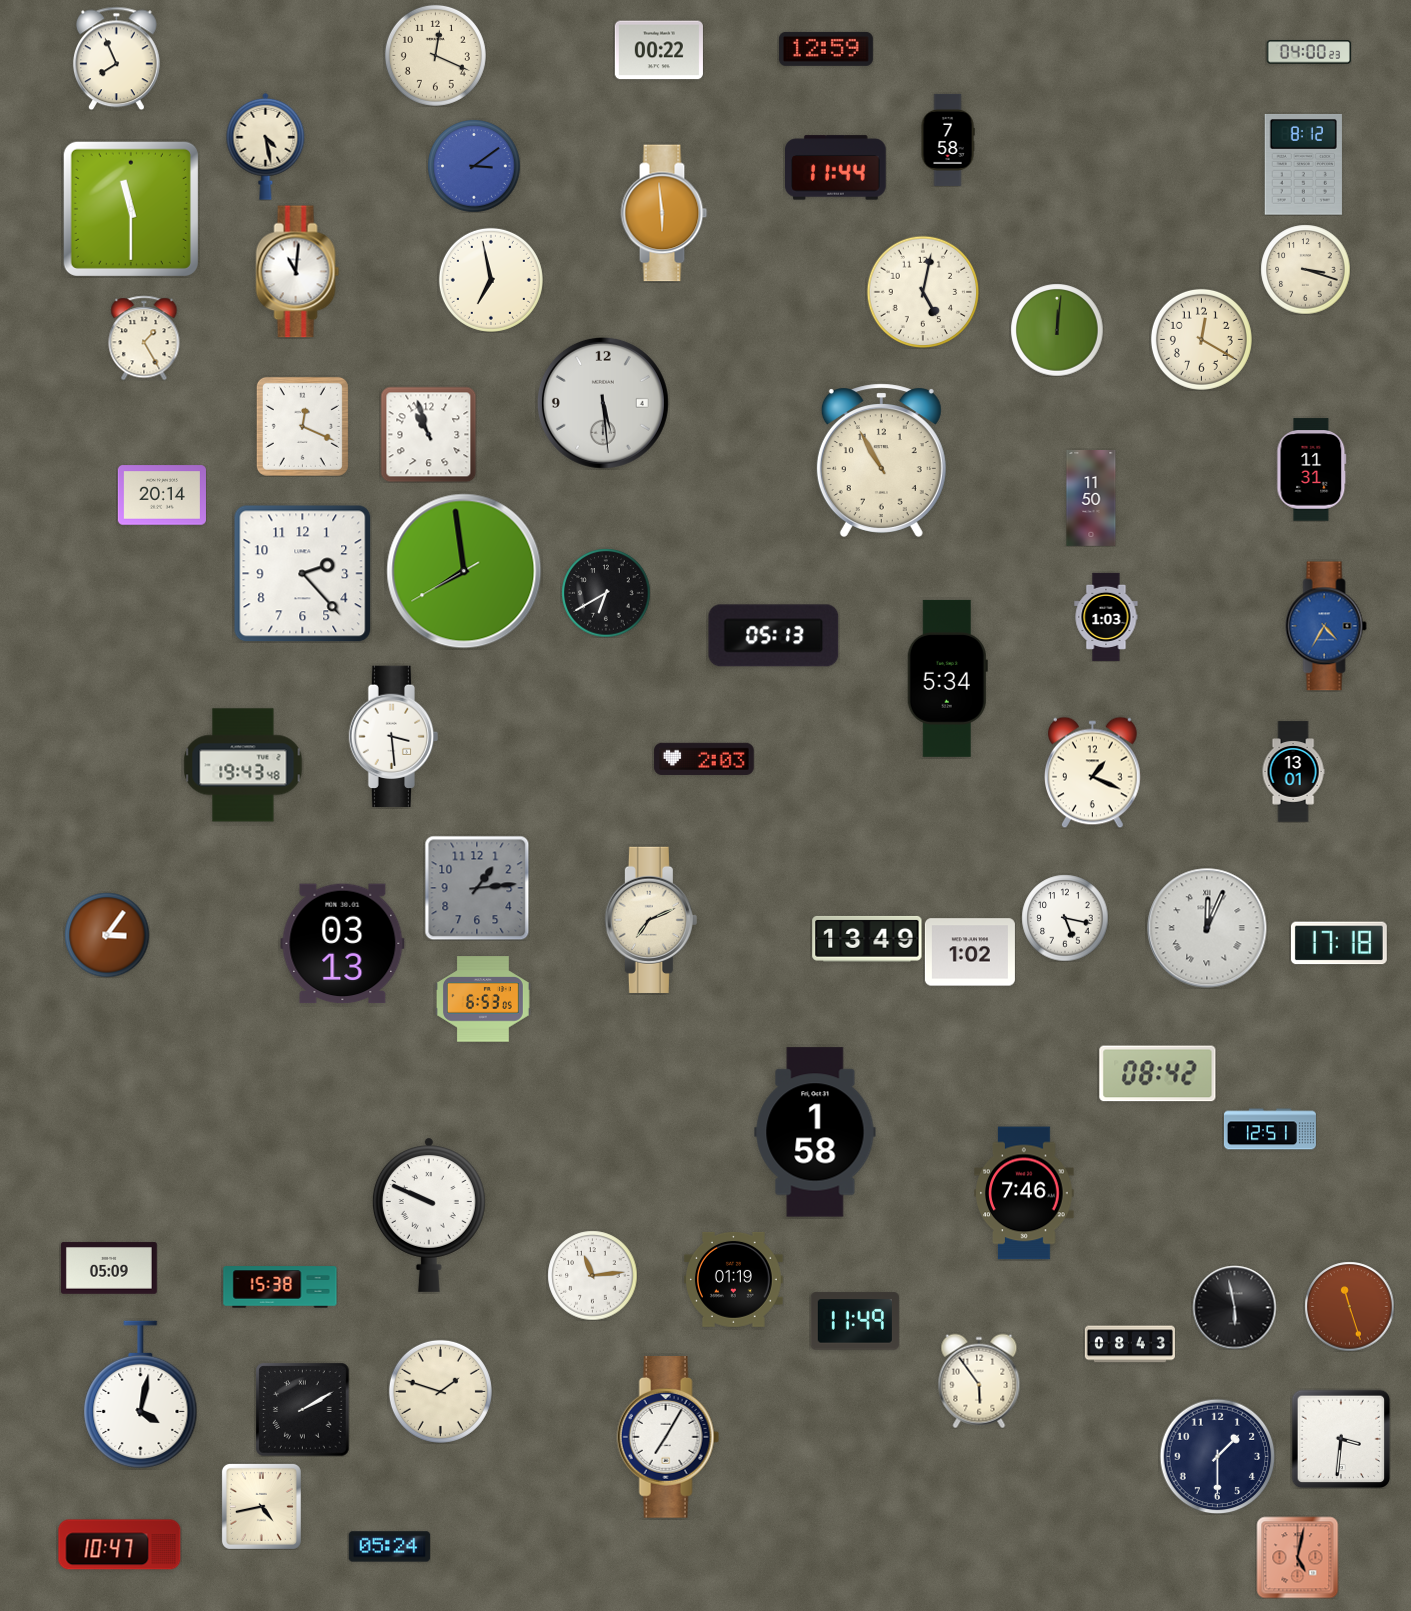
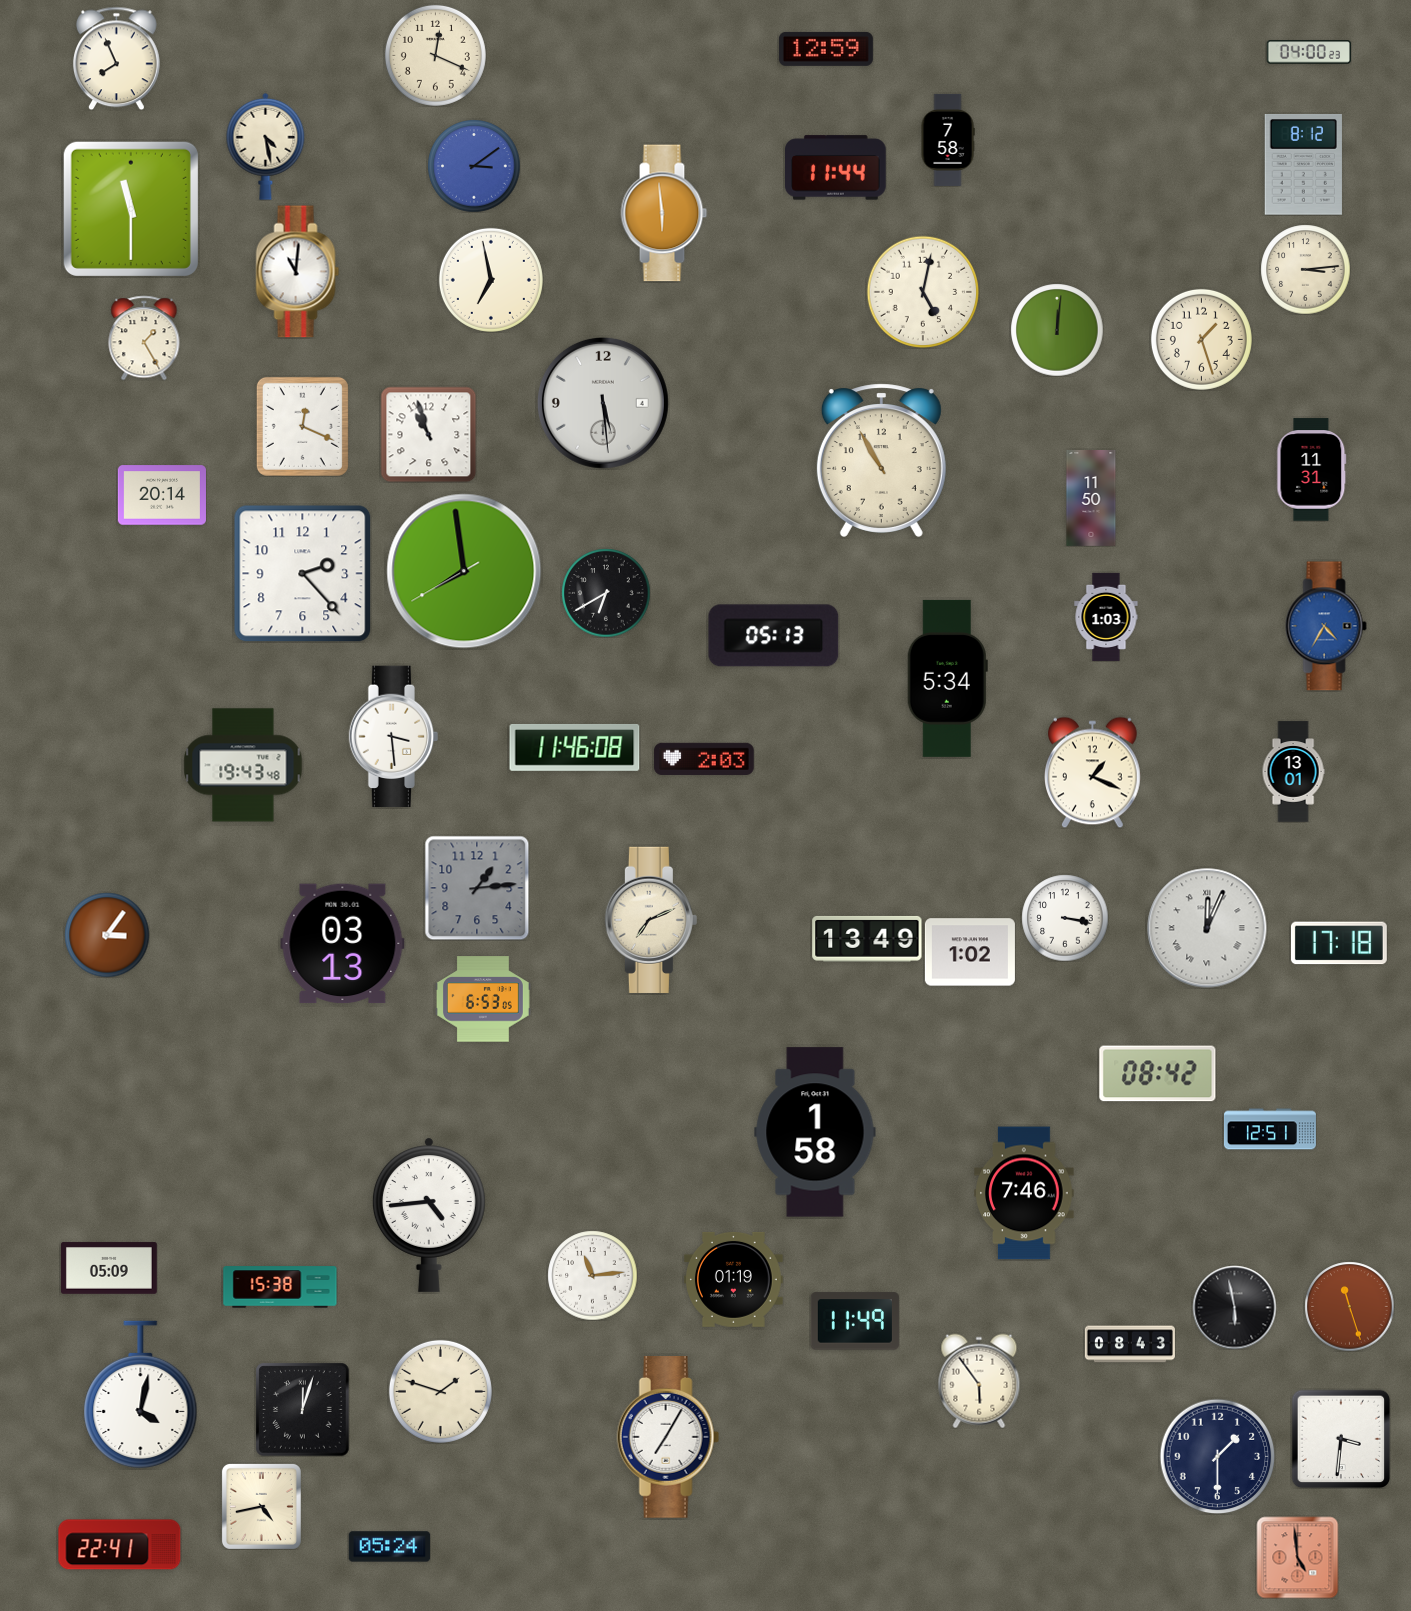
clock at (659, 50): 00:22 -> none
clock at (1305, 269): 3:18 -> 3:14
clock at (1201, 339): 12:20 -> 1:27
clock at (575, 748): none -> 11:46
clock at (1065, 918): 5:17 -> 3:17
clock at (429, 1215): 9:49 -> 4:44
clock at (302, 1409): 2:10 -> 12:03
clock at (120, 1545): 10:47 -> 22:41
clock at (1297, 1557): 5:02 -> 4:59
